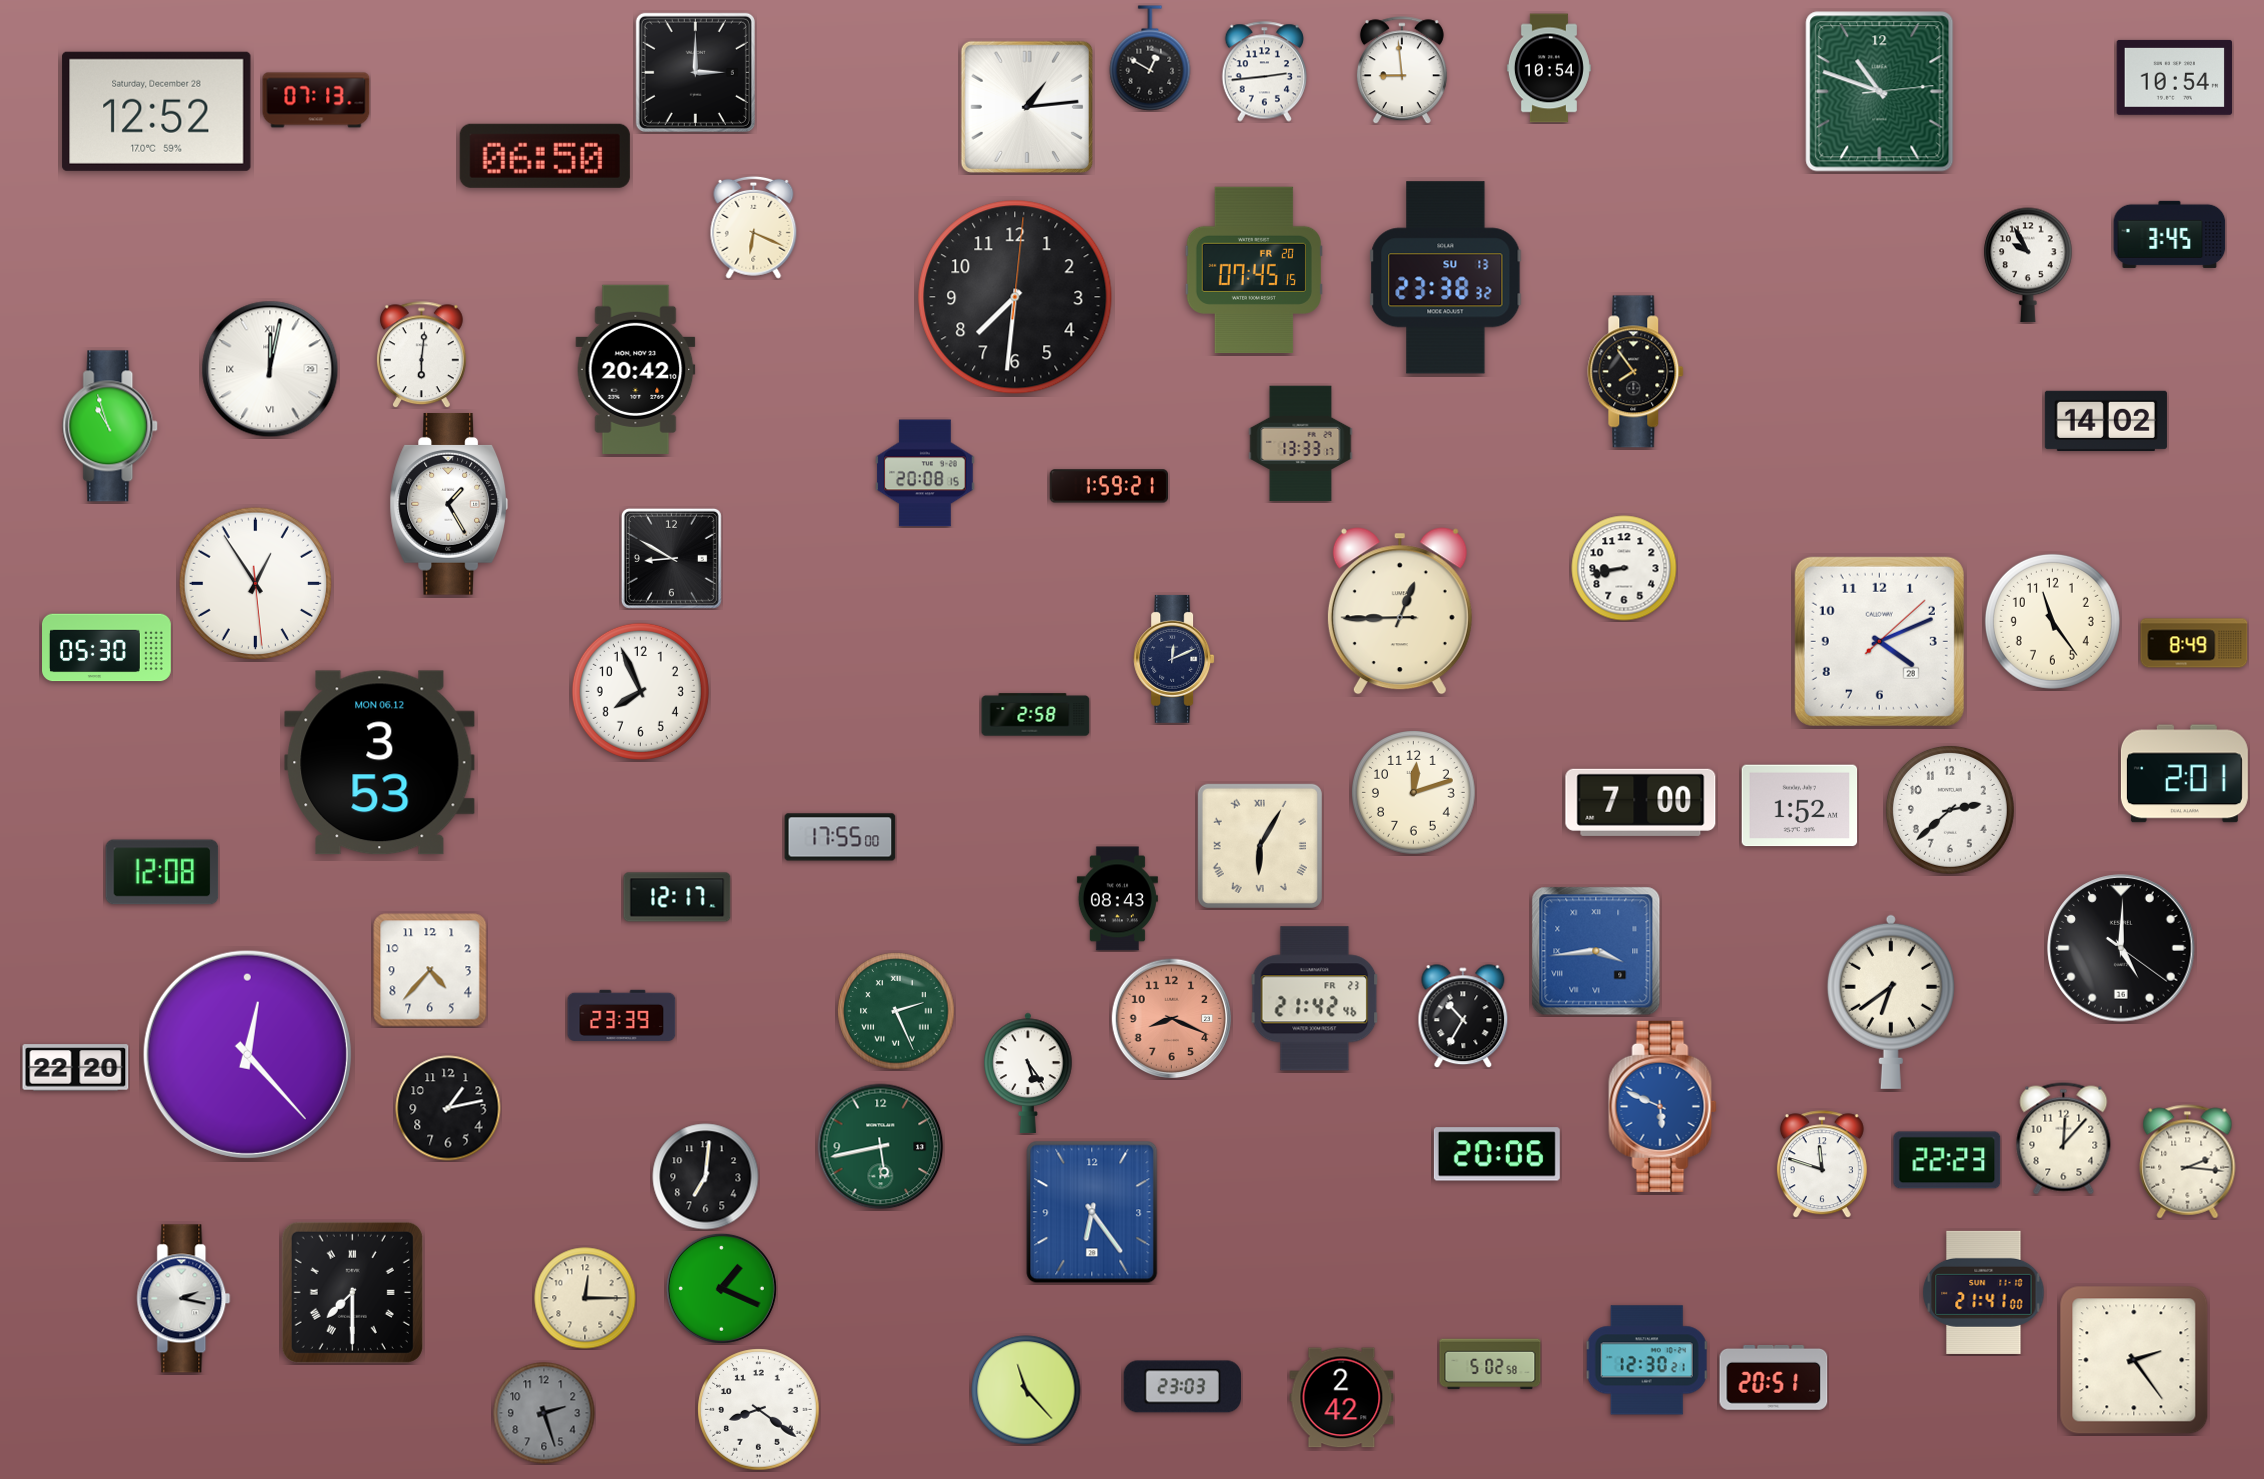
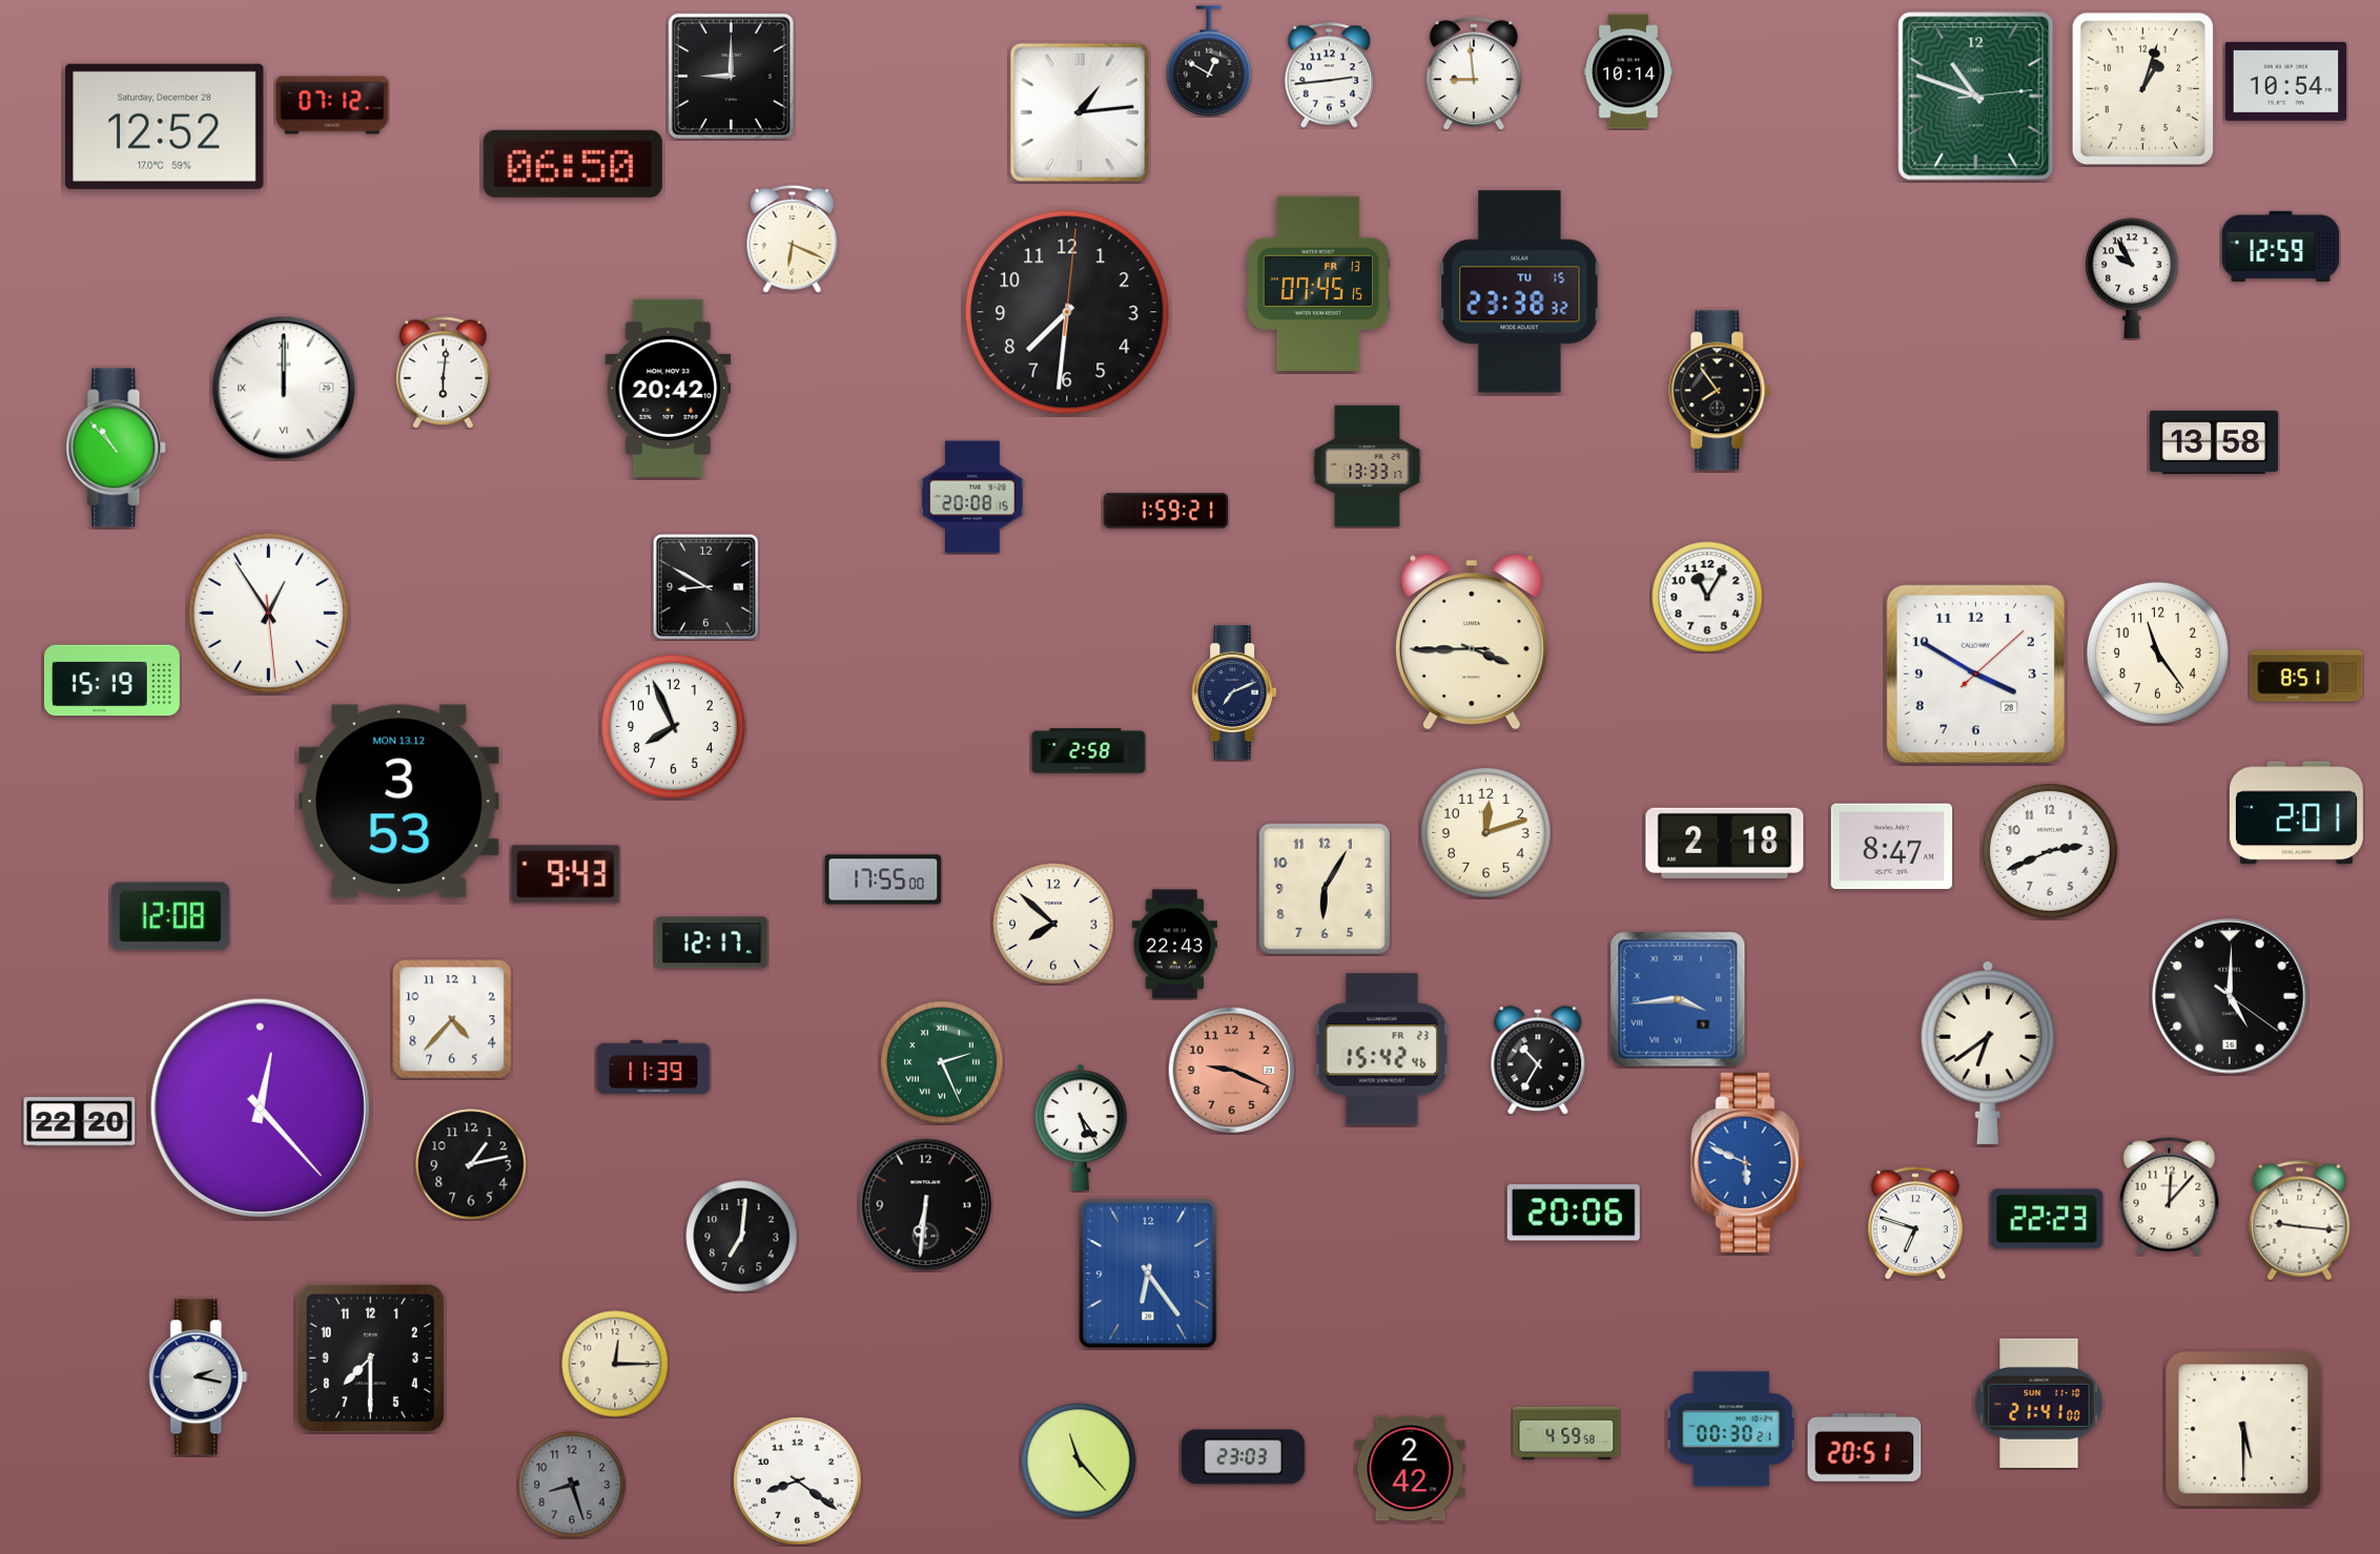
clock at (1549, 68): 10:54 -> 10:14
clock at (695, 72): 3:00 -> 9:00
clock at (2142, 89): none -> 1:03
clock at (316, 100): 07:13 -> 07:12
clock at (157, 111) position: (157, 111) -> (165, 126)
clock at (2170, 234): 3:45 -> 12:59
clock at (1254, 270) date: FR 20 -> FR 13
clock at (1446, 278) date: SU 13 -> TU 15
clock at (270, 369): 12:02 -> 12:00
clock at (2106, 420): 14:02 -> 13:58
clock at (111, 426): 10:57 -> 10:53
clock at (448, 504): 1:25 -> none
clock at (1624, 568): 8:43 -> 11:05
clock at (1400, 611): 12:44 -> 3:44
clock at (1879, 641): 4:11 -> 3:50
clock at (2194, 643): 8:49 -> 8:51
clock at (107, 648): 05:30 -> 15:19
clock at (1174, 659): 12:11 -> 7:11
clock at (380, 763) date: MON 06.12 -> MON 13.12
clock at (1641, 802): 7:00 -> 2:18
clock at (1800, 806): 1:52 -> 8:47
clock at (1950, 810): 2:38 -> 2:41
clock at (566, 874): none -> 9:43
clock at (1260, 846) numerals: Roman -> Arabic
clock at (1053, 924): none -> 7:52
clock at (1117, 899): 08:43 -> 22:43
clock at (1315, 999): 21:42 -> 15:42
clock at (622, 1015): 23:39 -> 11:39
clock at (1463, 1016) position: (1463, 1016) -> (1538, 1060)
clock at (1172, 1019): 8:19 -> 9:19
clock at (881, 1147): 5:43 -> 6:31
clock at (881, 1147) dial: green -> black
clock at (2188, 1162): 2:16 -> 9:16
clock at (1822, 1164): 11:48 -> 6:48
clock at (721, 1288): 1:19 -> none
clock at (352, 1292) numerals: Roman -> Arabic
clock at (1984, 1292) position: (1984, 1292) -> (2039, 1403)
clock at (184, 1299) position: (184, 1299) -> (199, 1377)
clock at (1647, 1360): 12:30 -> 00:30
clock at (2134, 1360): 2:24 -> 5:30
clock at (1490, 1364): 5:02 -> 4:59
clock at (544, 1413): 2:27 -> 8:27
